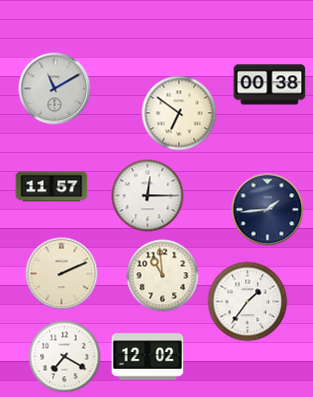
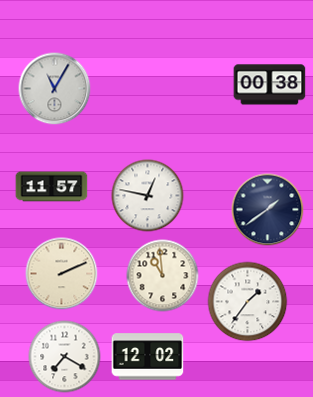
clock at (55, 89): 11:10 -> 11:05
clock at (179, 113): 6:51 -> none
clock at (148, 196): 12:15 -> 12:47
clock at (268, 210): 1:44 -> 1:39
